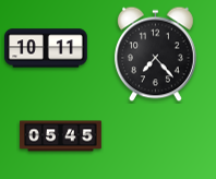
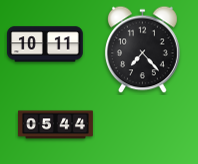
clock at (47, 48) position: (47, 48) -> (46, 44)
clock at (61, 136): 05:45 -> 05:44
